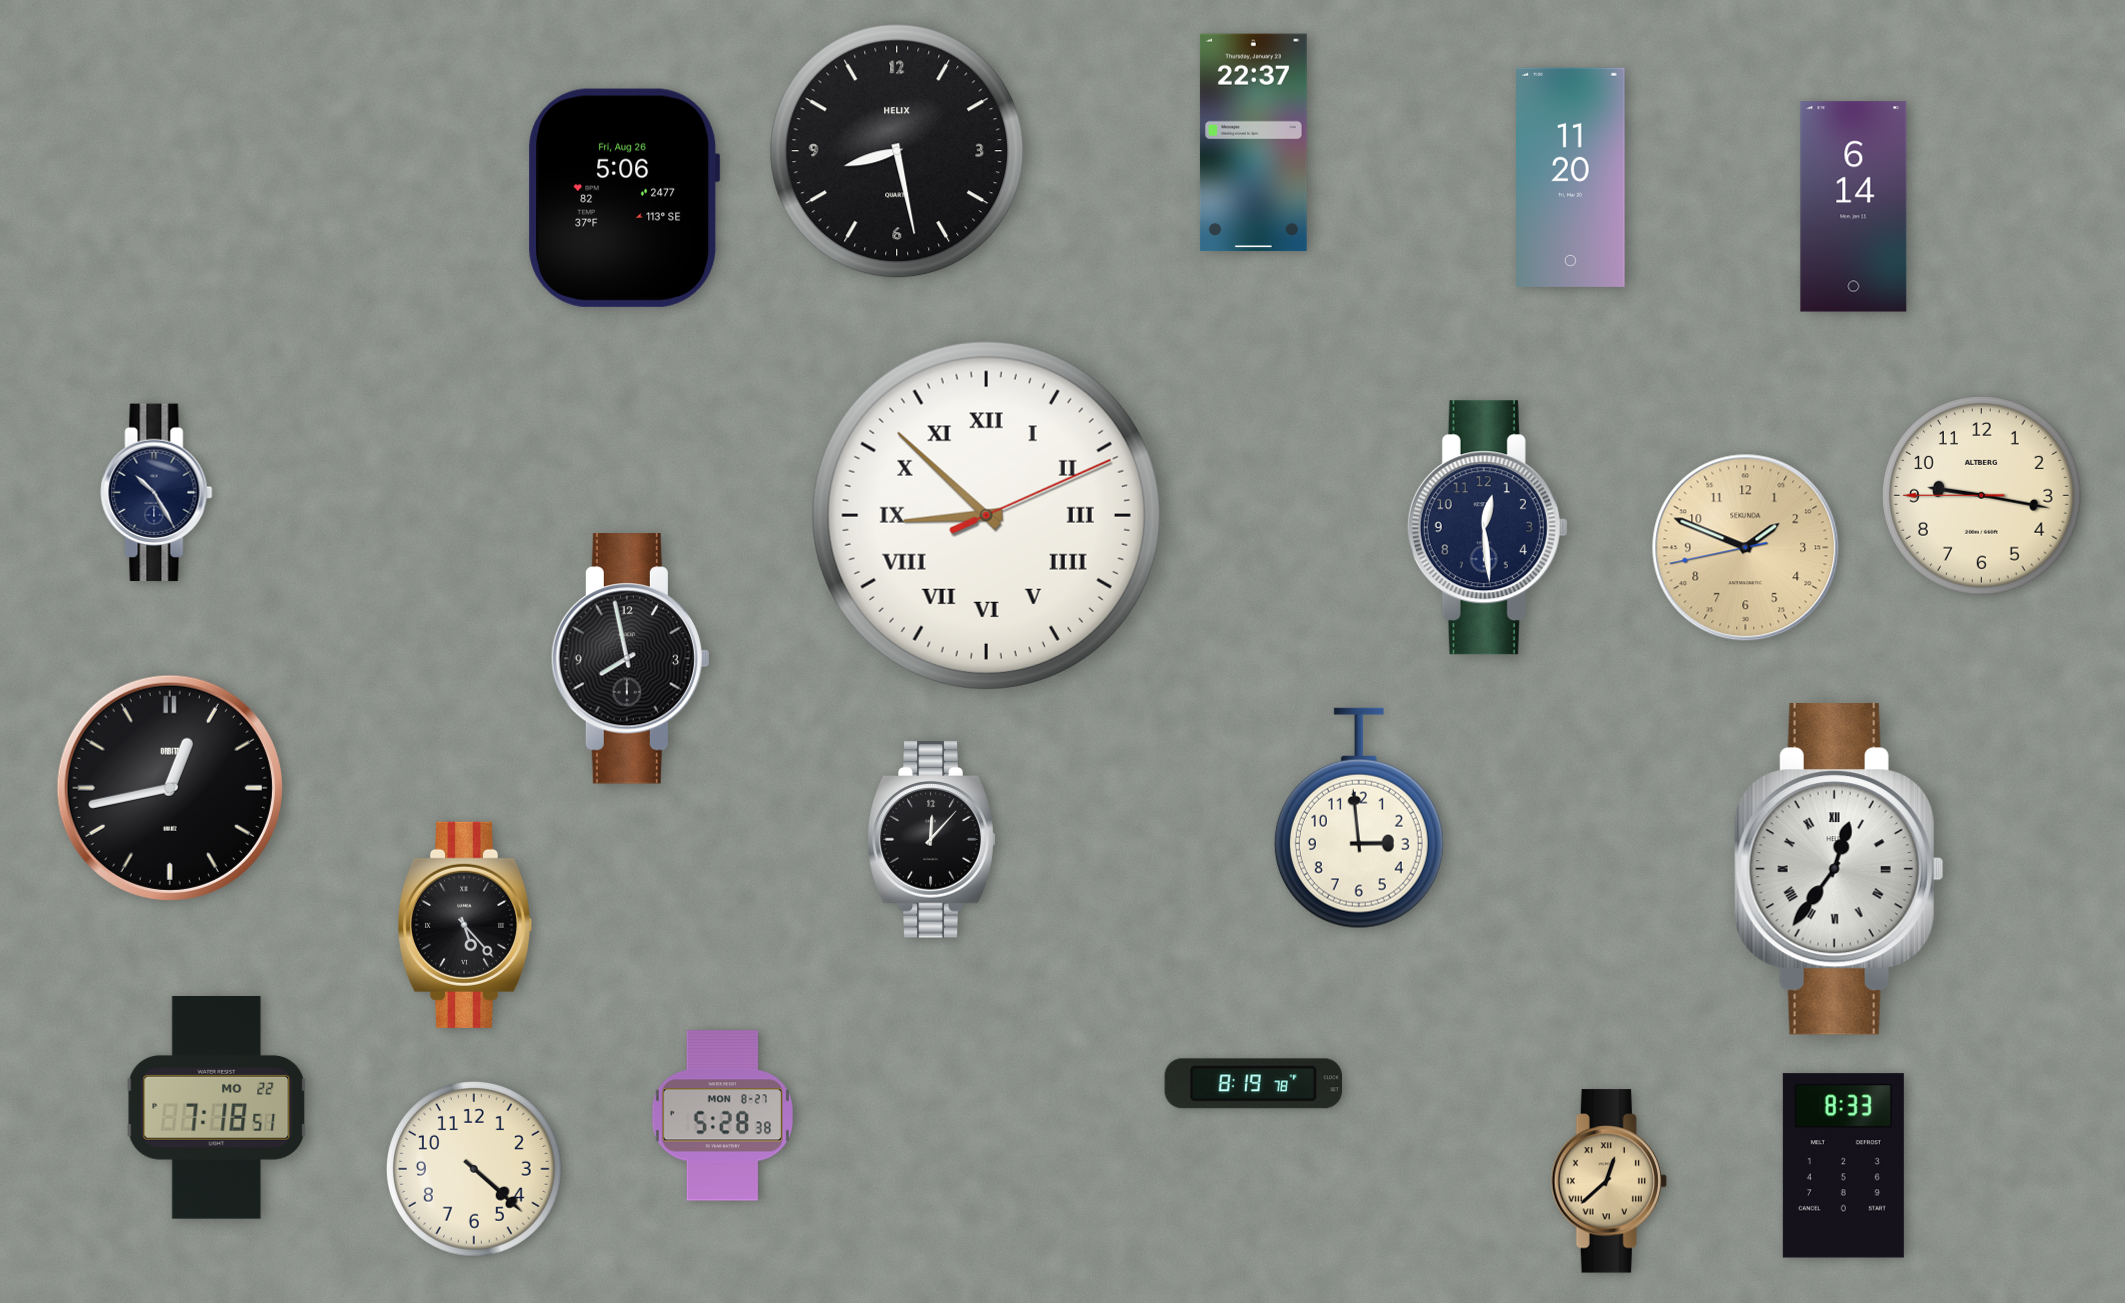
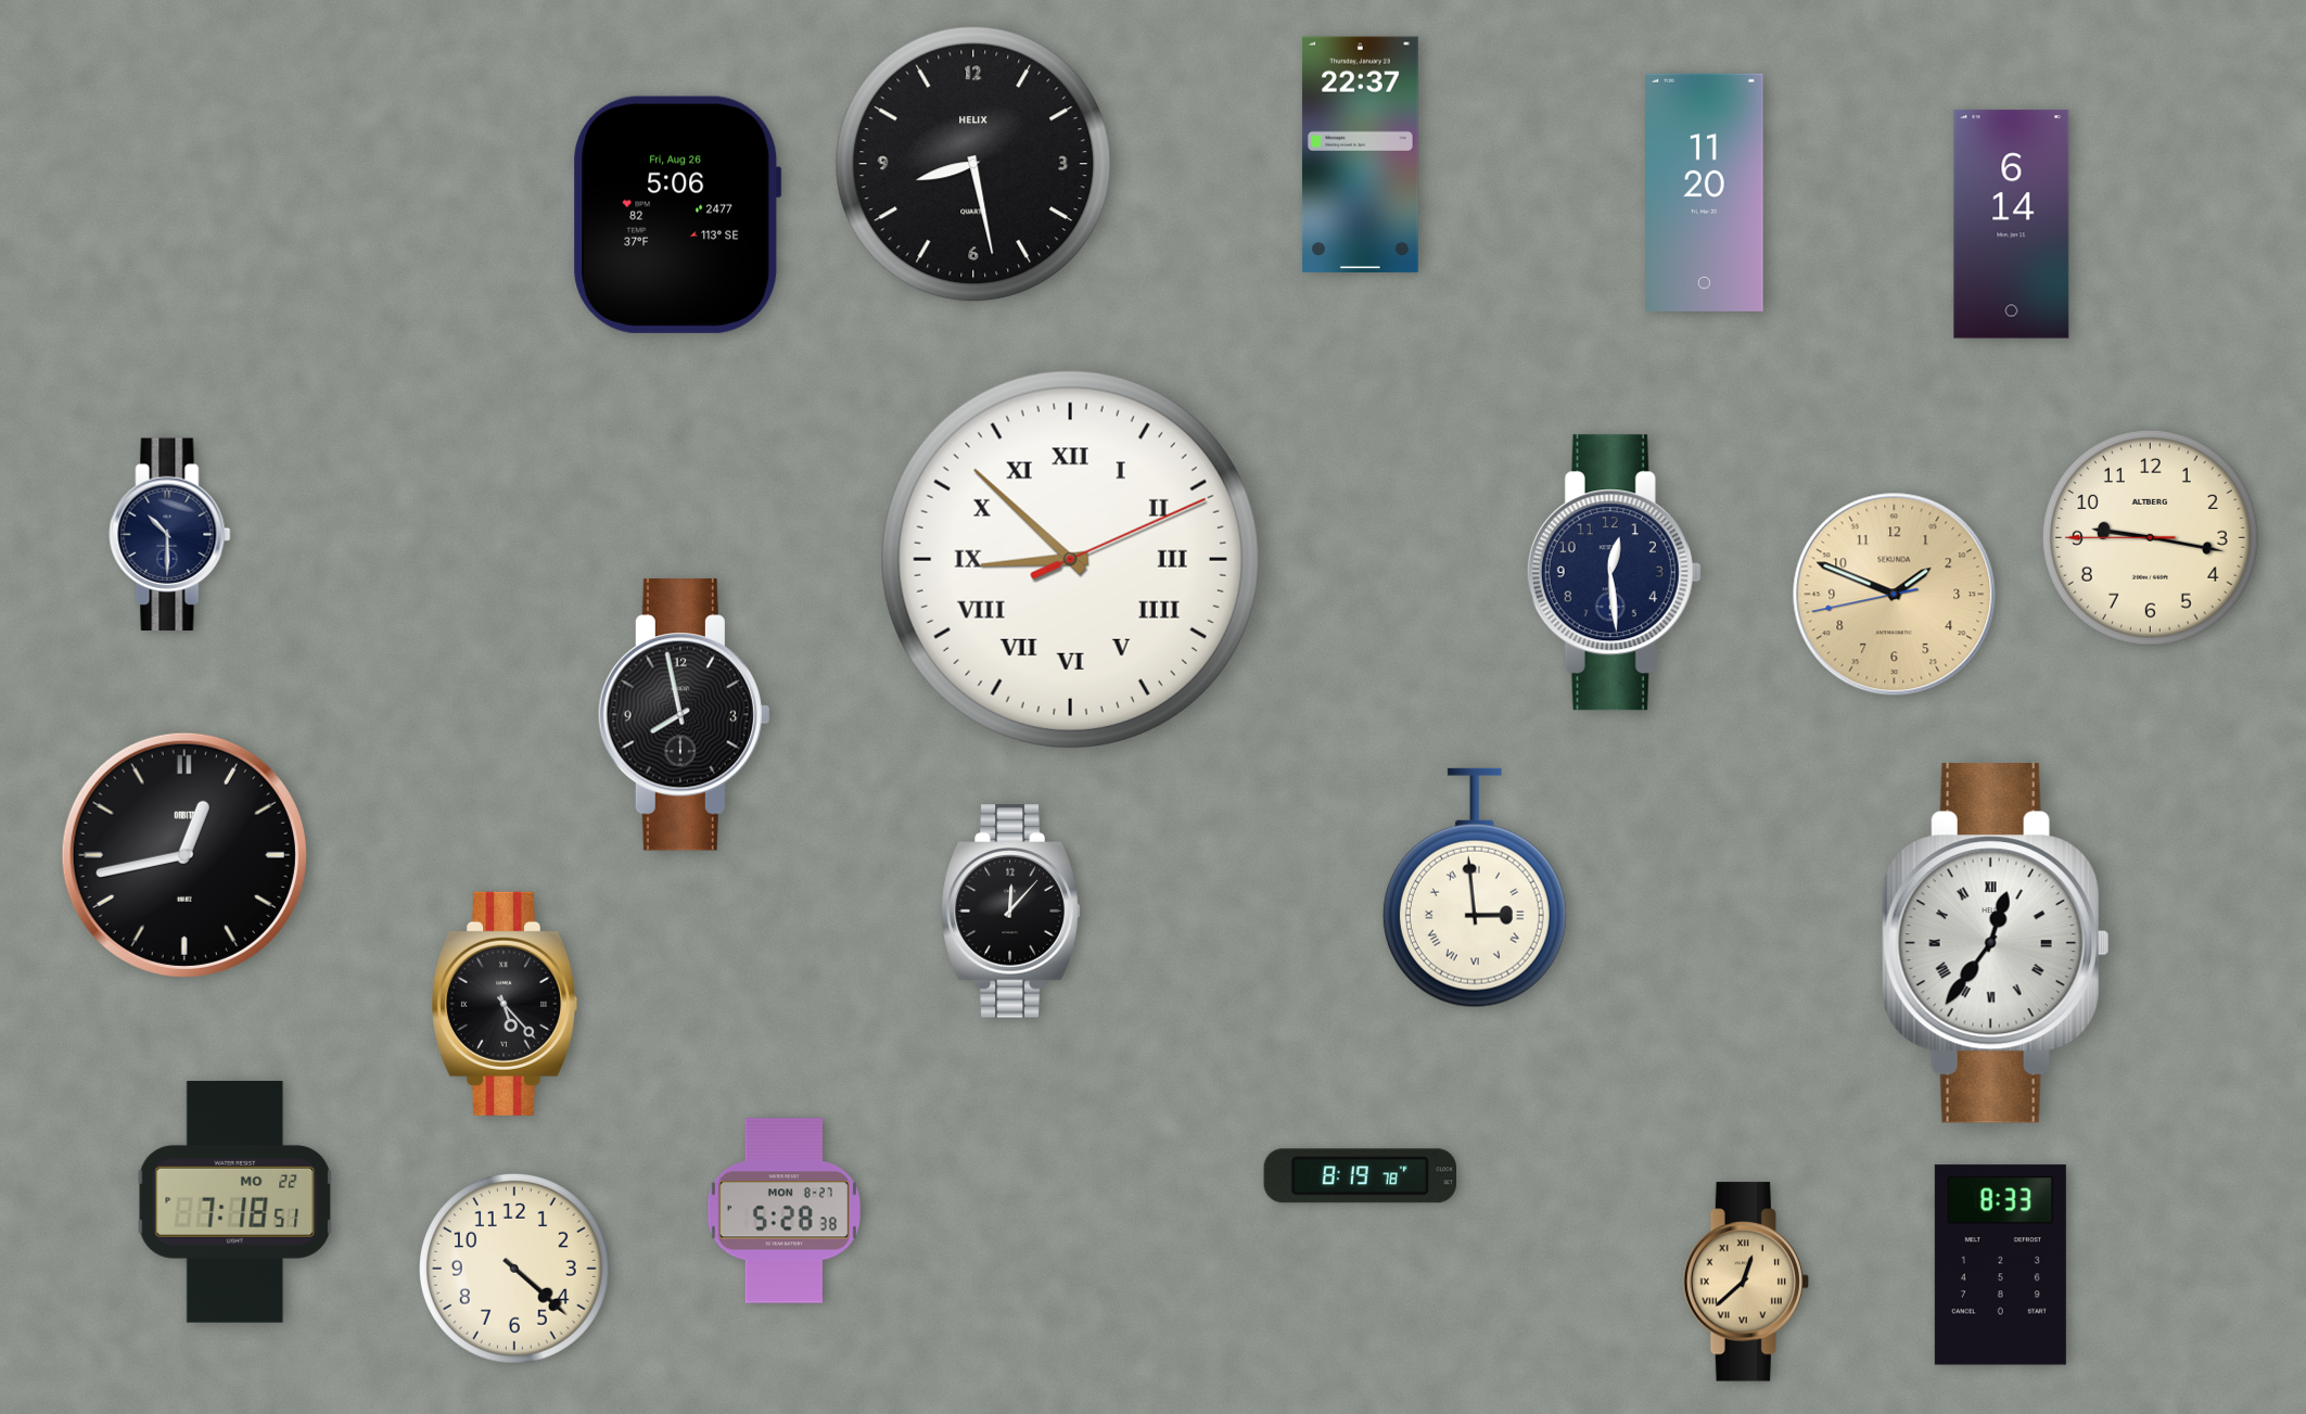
clock at (157, 493): 10:25 -> 10:30
clock at (1359, 818) numerals: Arabic -> Roman
